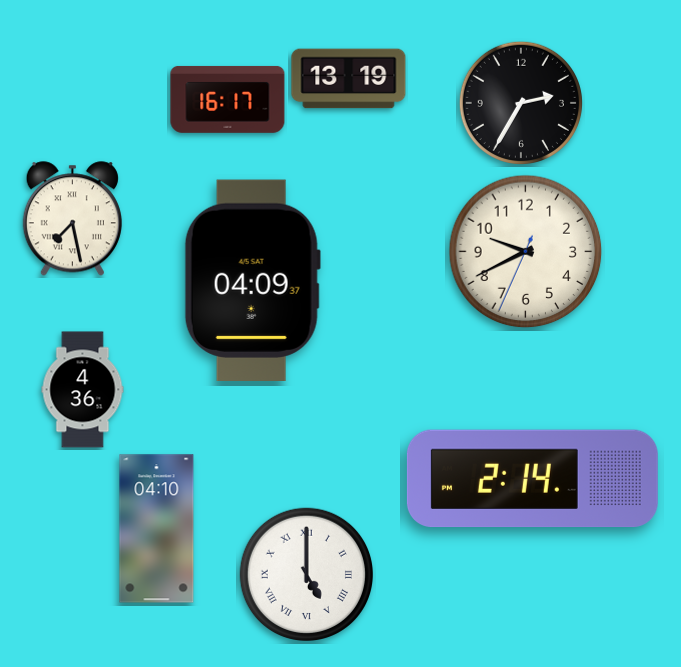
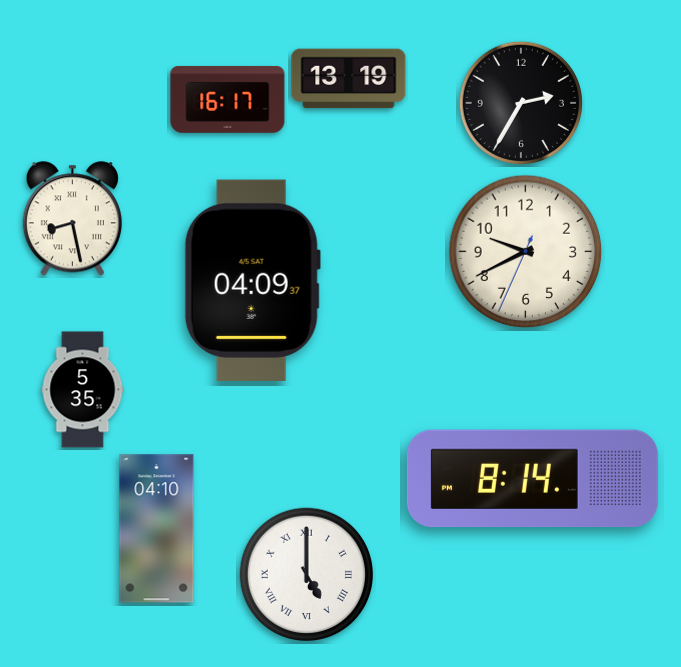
clock at (72, 219): 7:28 -> 8:28
clock at (83, 390): 4:36 -> 5:35
clock at (532, 479): 2:14 -> 8:14
